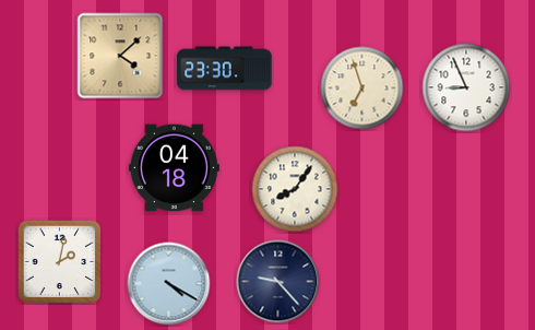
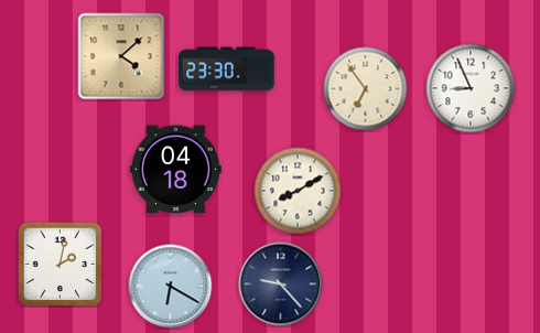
clock at (362, 89): 6:57 -> 6:54
clock at (295, 189): 8:06 -> 8:10
clock at (169, 284): 4:20 -> 6:20
